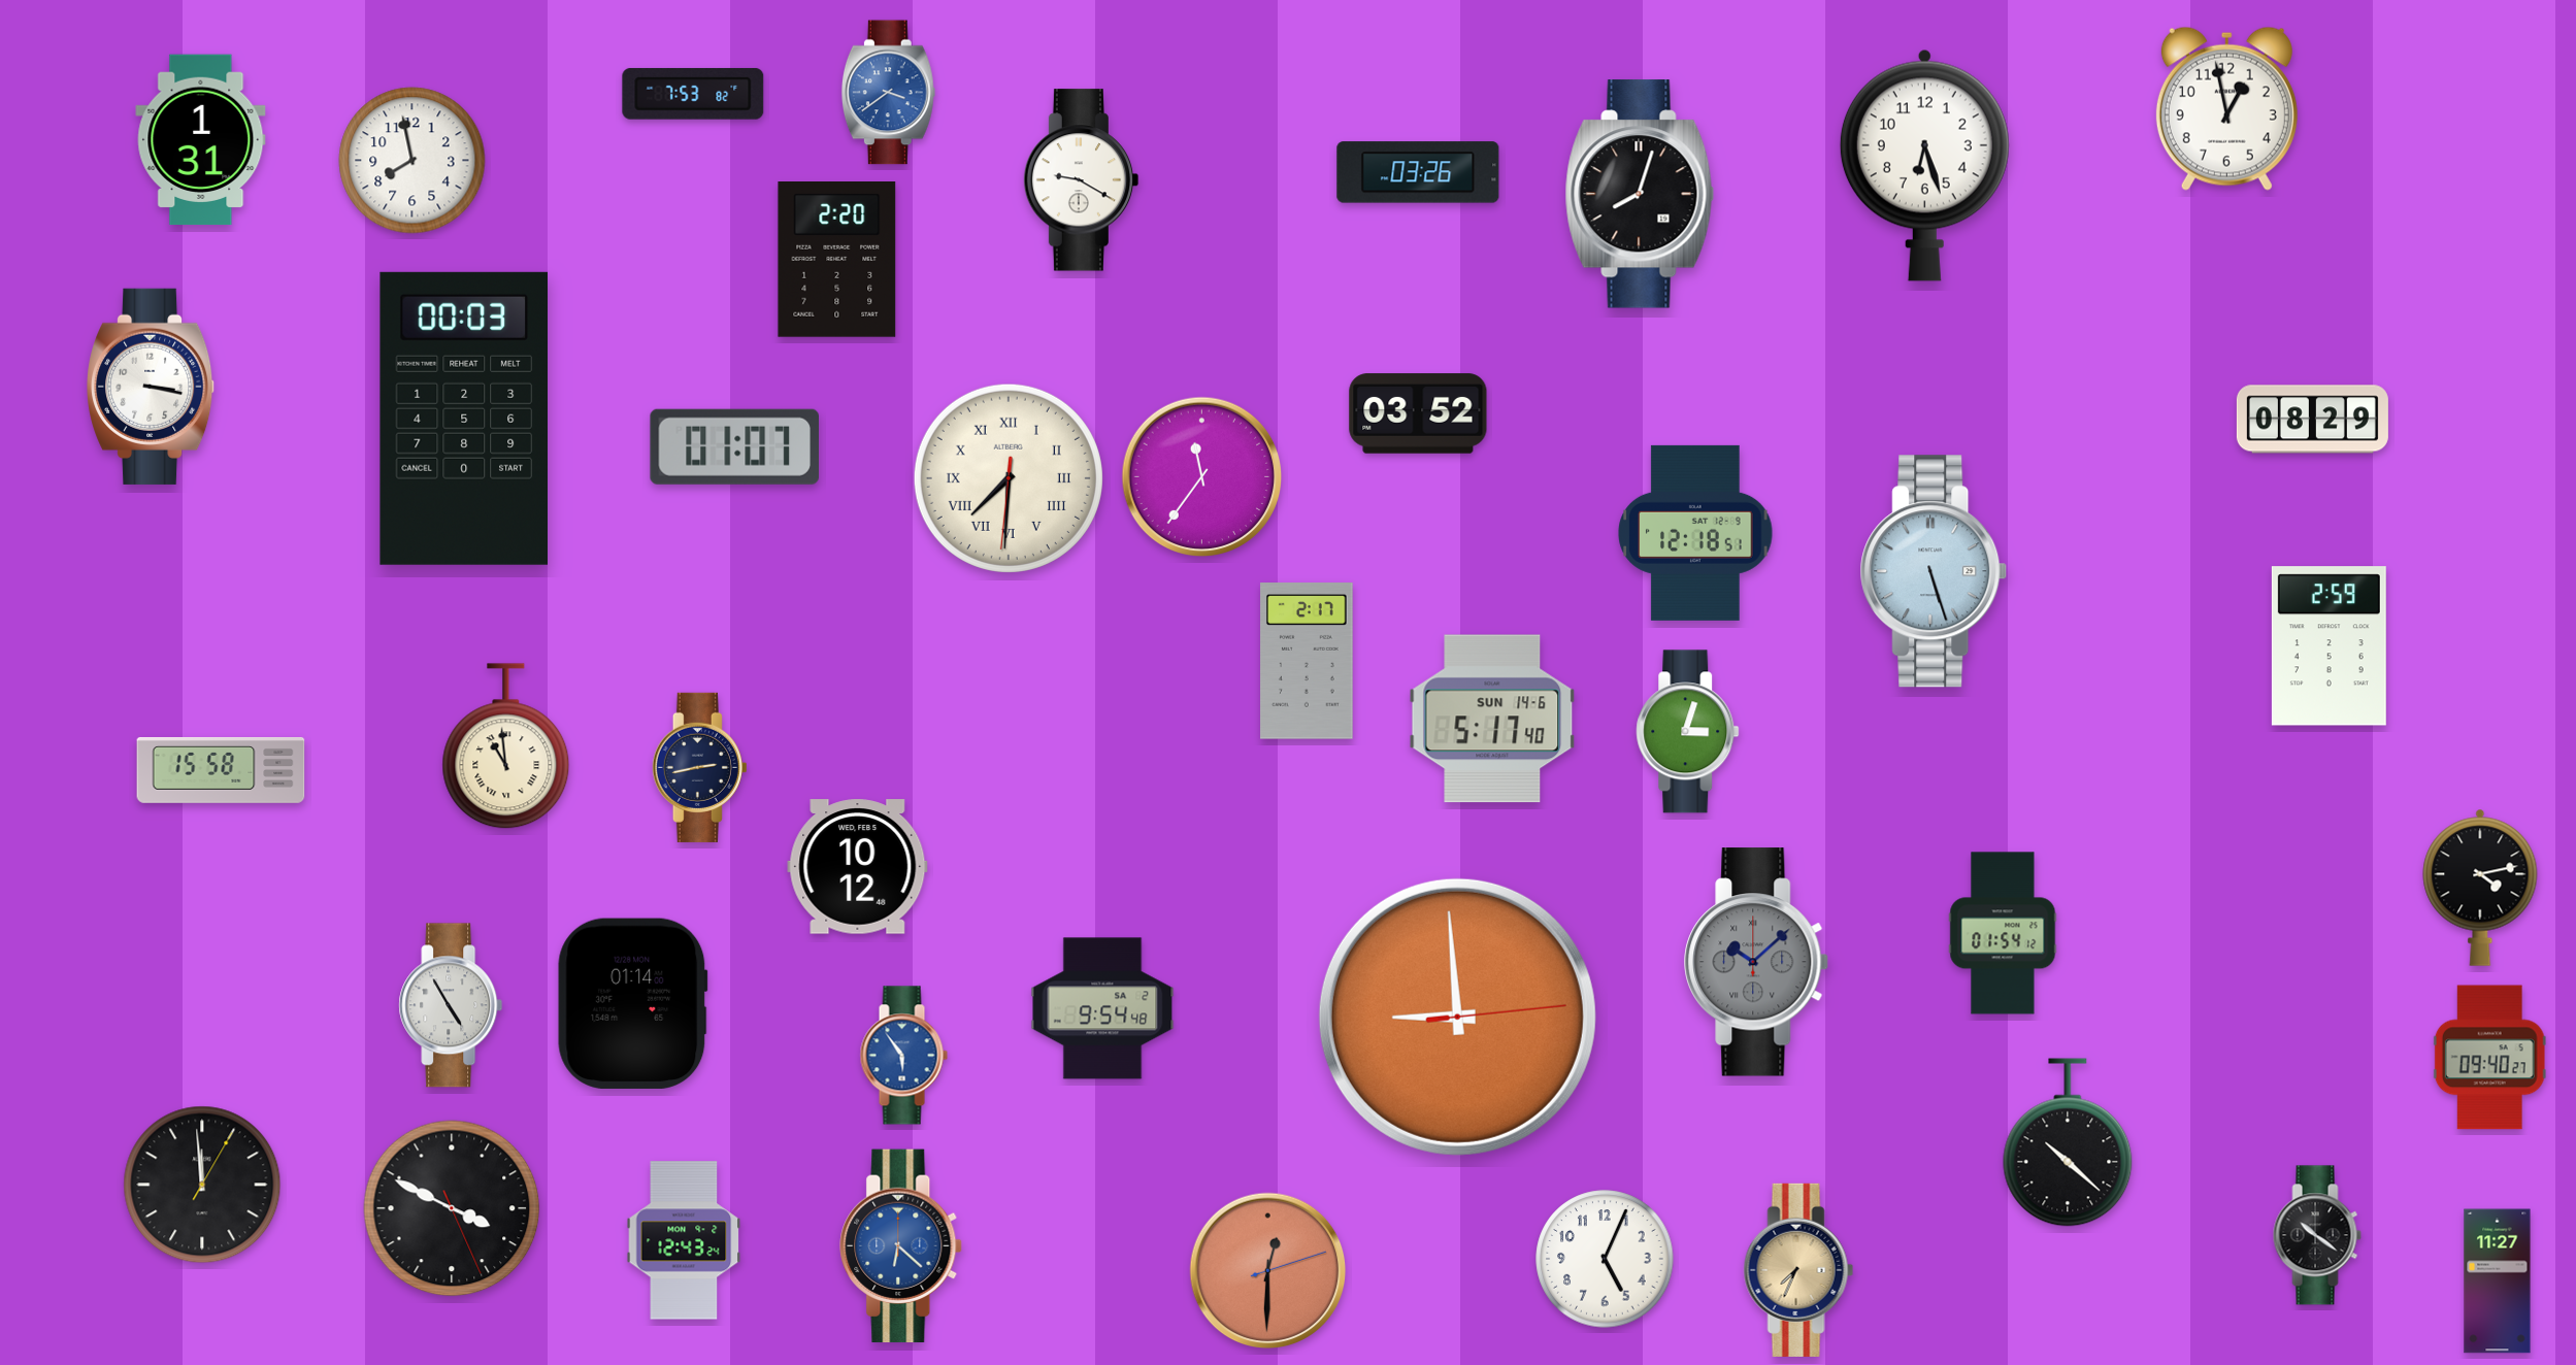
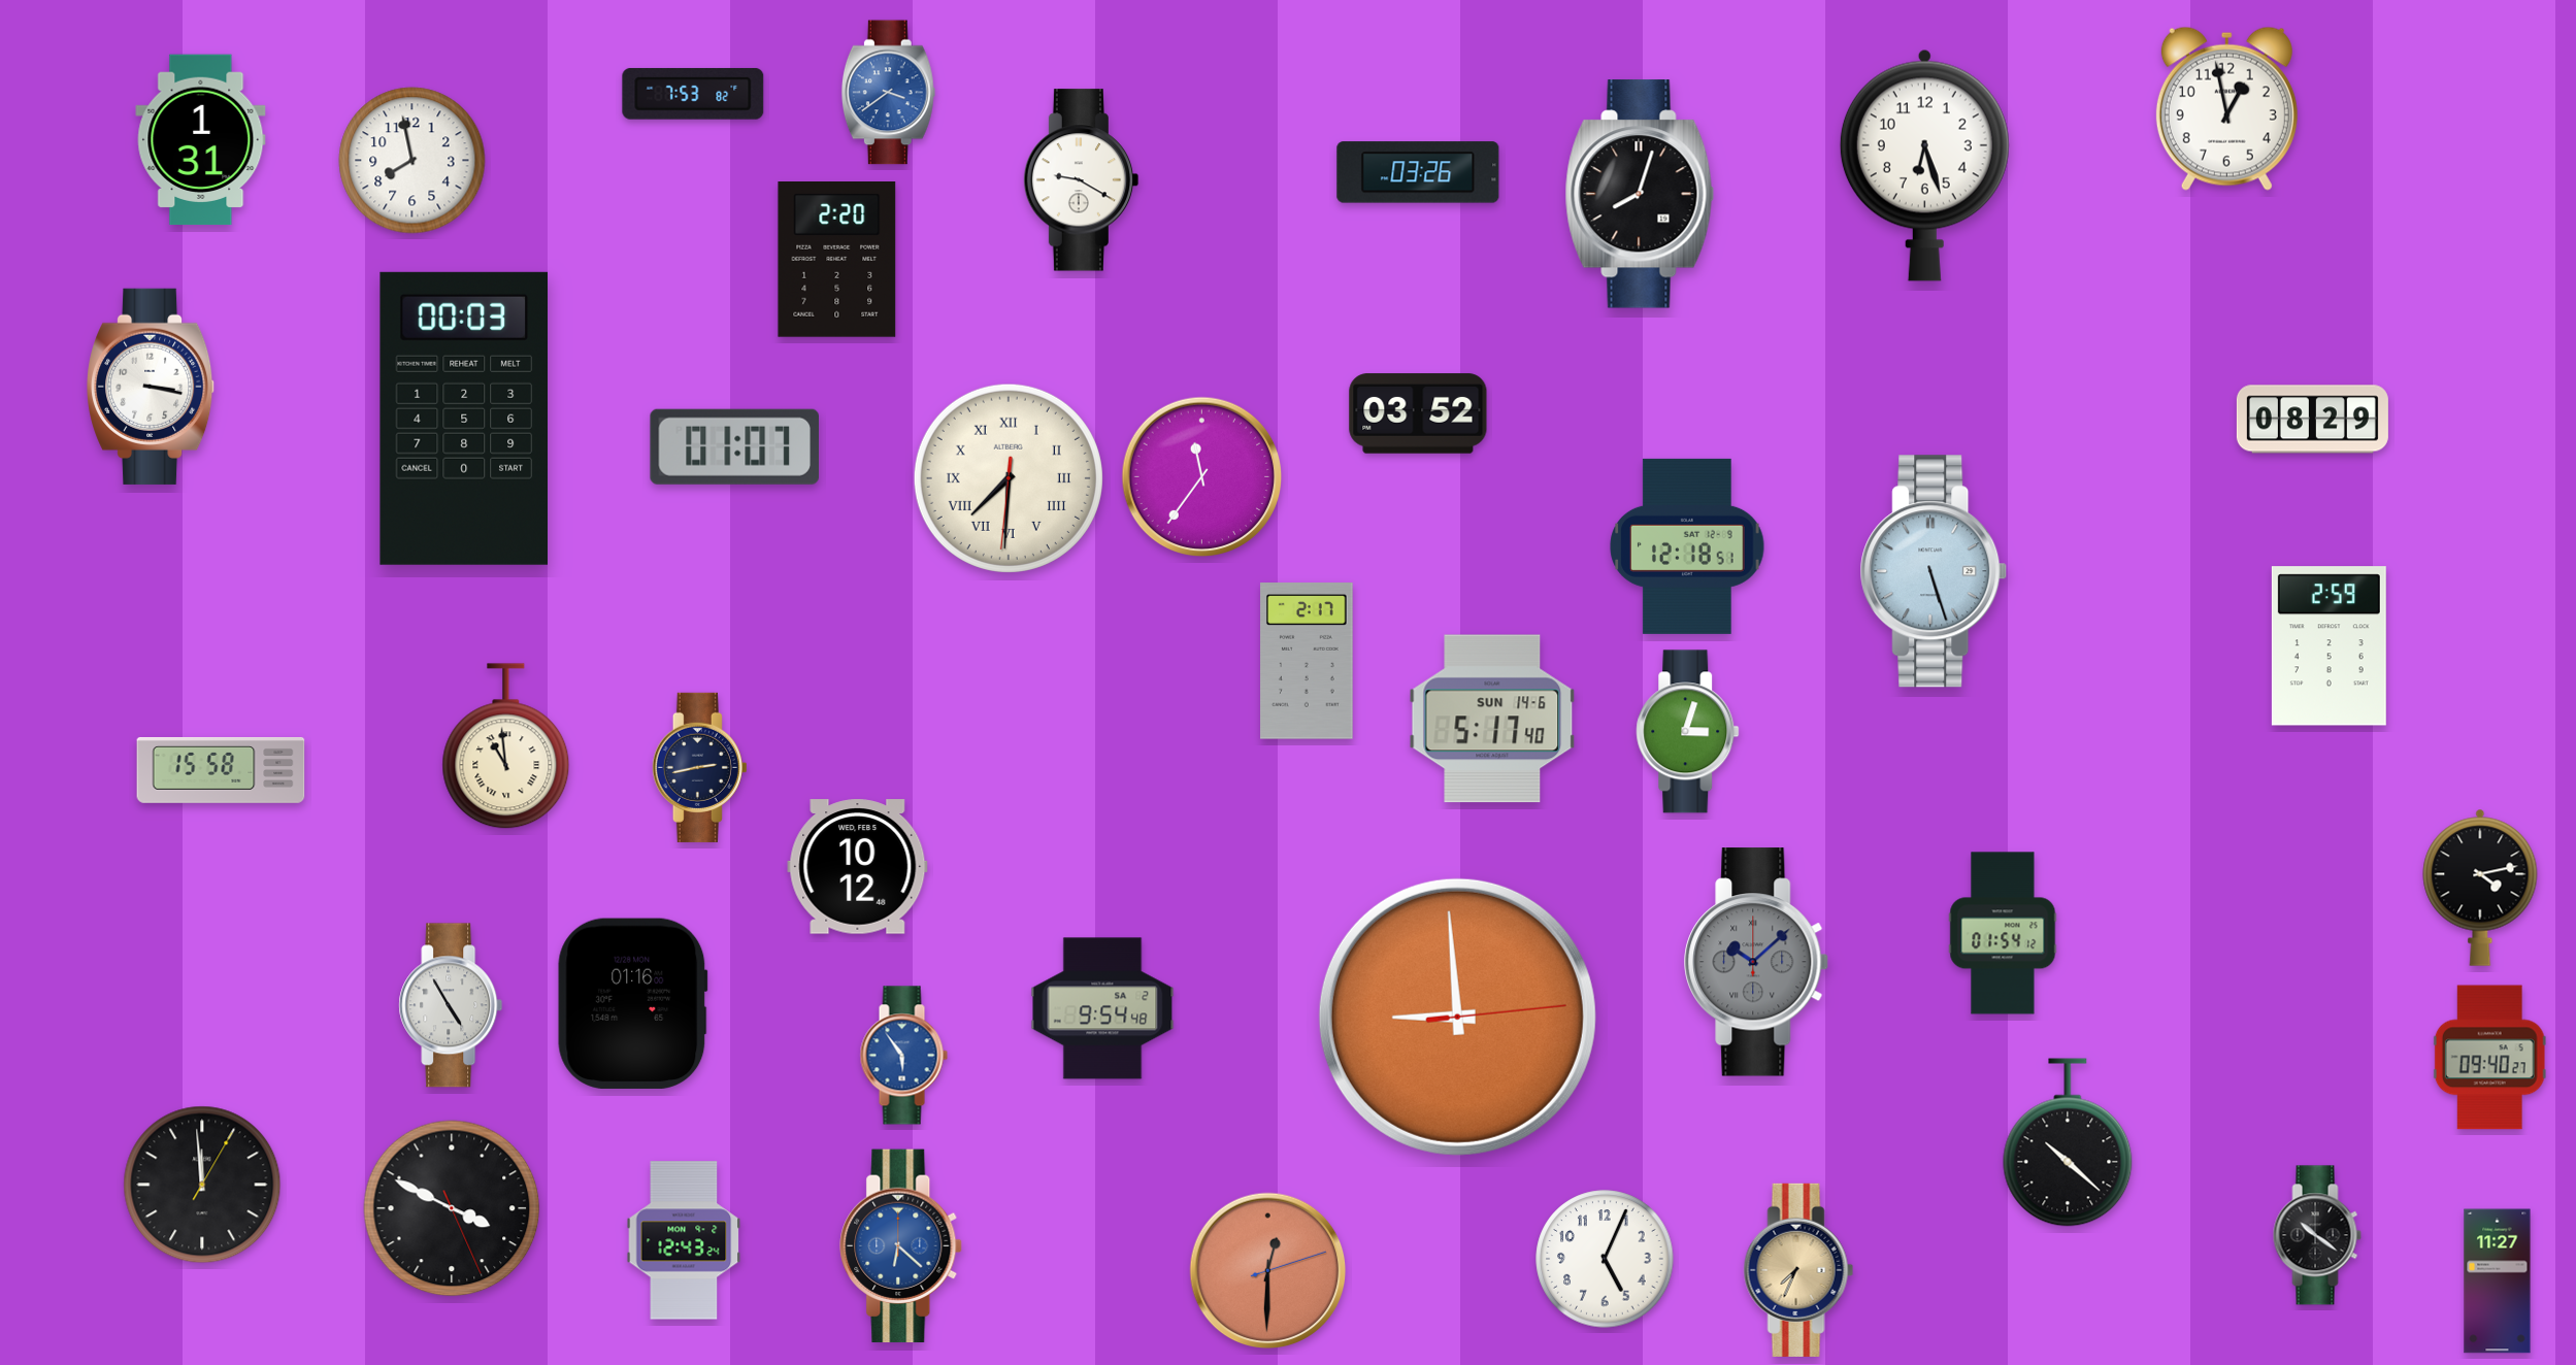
clock at (1695, 533) position: (1695, 533) -> (1687, 546)
clock at (633, 1003): 01:14 -> 01:16
